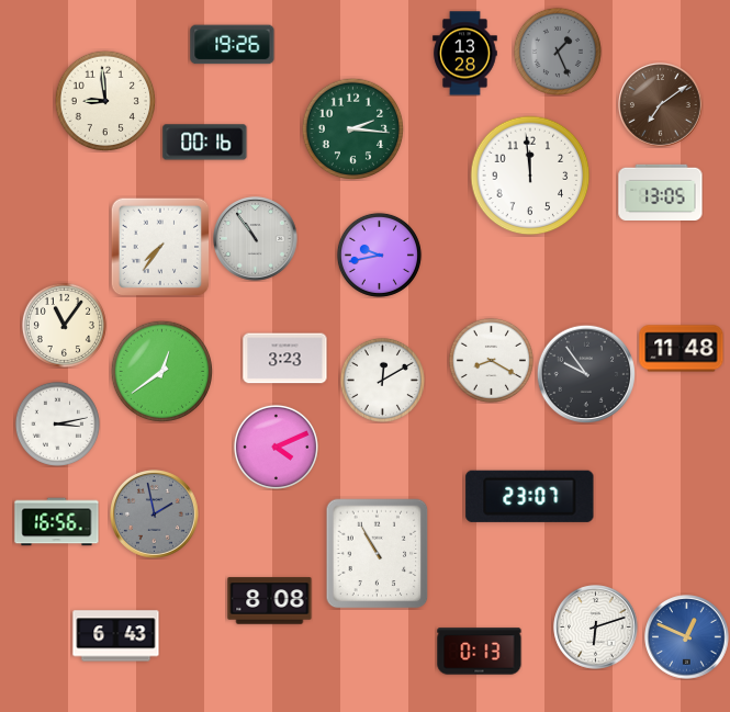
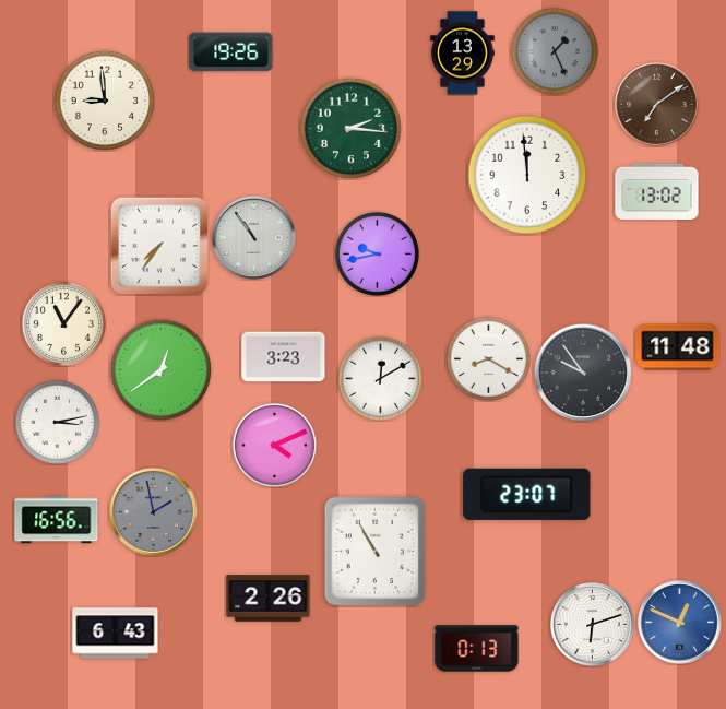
clock at (233, 45) position: (233, 45) -> (231, 52)
clock at (465, 54): 13:28 -> 13:29
clock at (205, 143): 00:16 -> none
clock at (661, 193): 13:05 -> 13:02
clock at (270, 601): 8:08 -> 2:26
clock at (687, 637) position: (687, 637) -> (680, 623)
